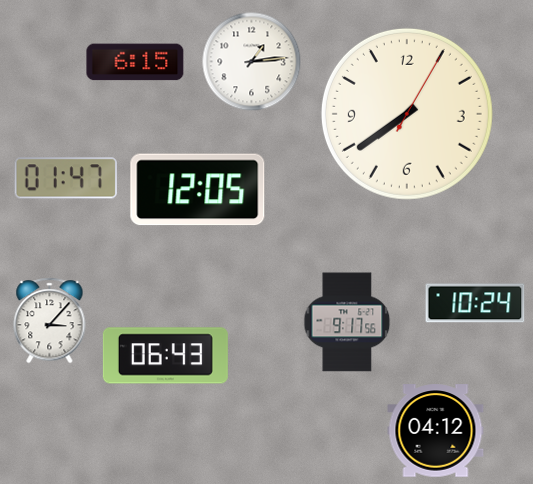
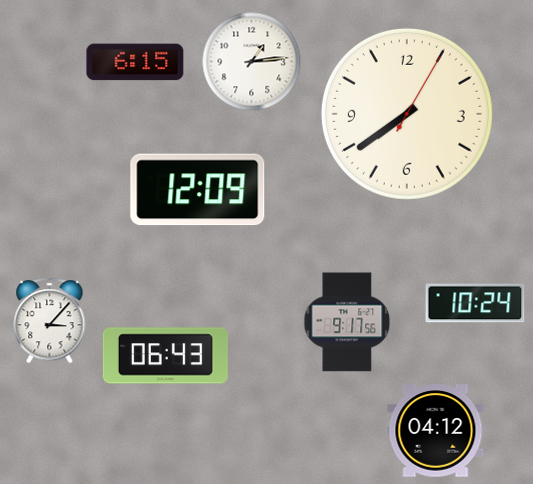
clock at (66, 178): 01:47 -> none
clock at (198, 190): 12:05 -> 12:09
